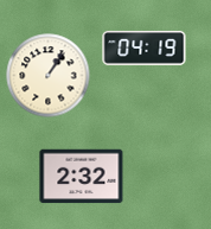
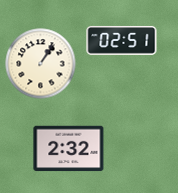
clock at (145, 49): 04:19 -> 02:51
